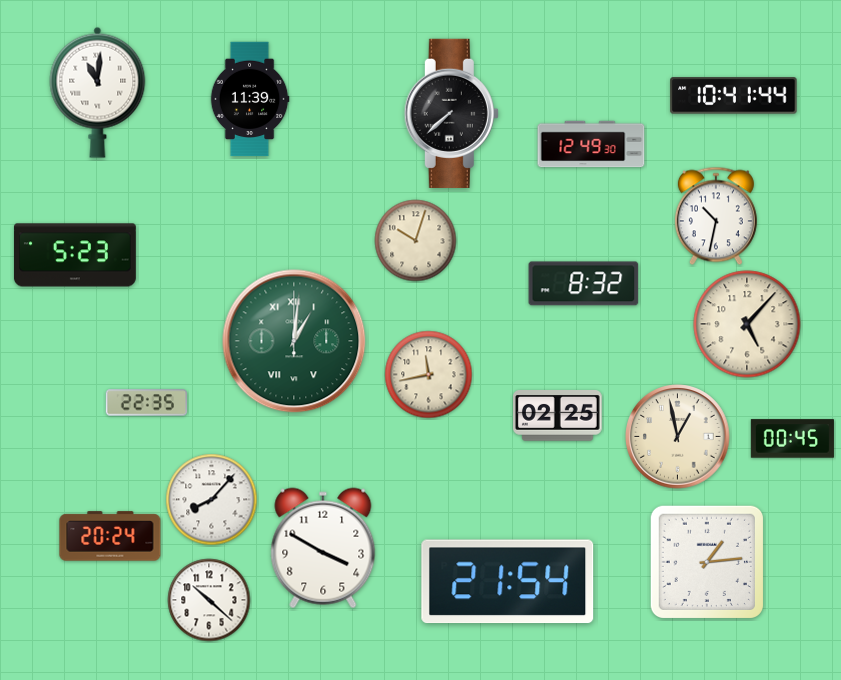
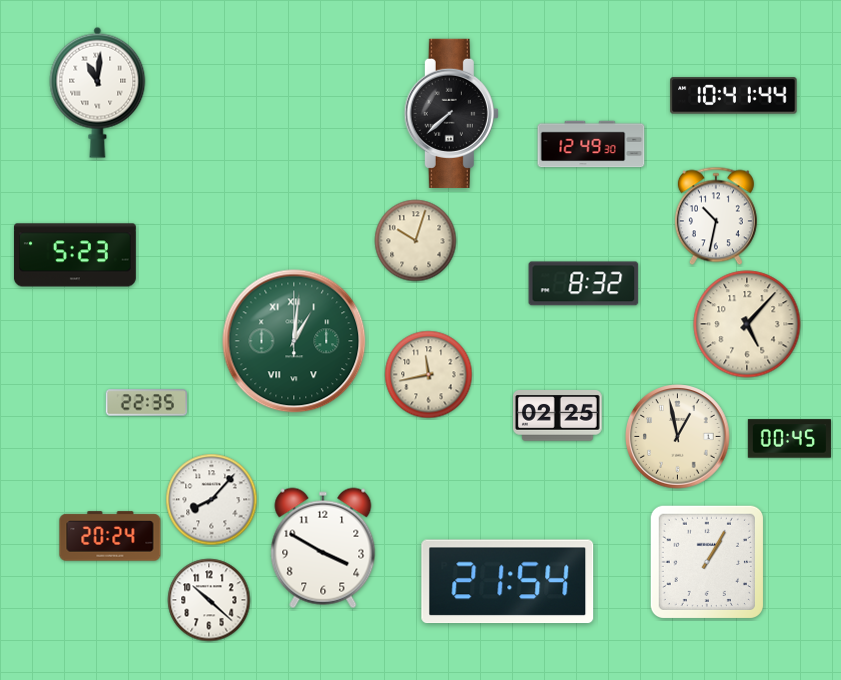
clock at (250, 99): 11:39 -> none
clock at (792, 439) position: (792, 439) -> (789, 439)
clock at (707, 562): 1:14 -> 1:05
